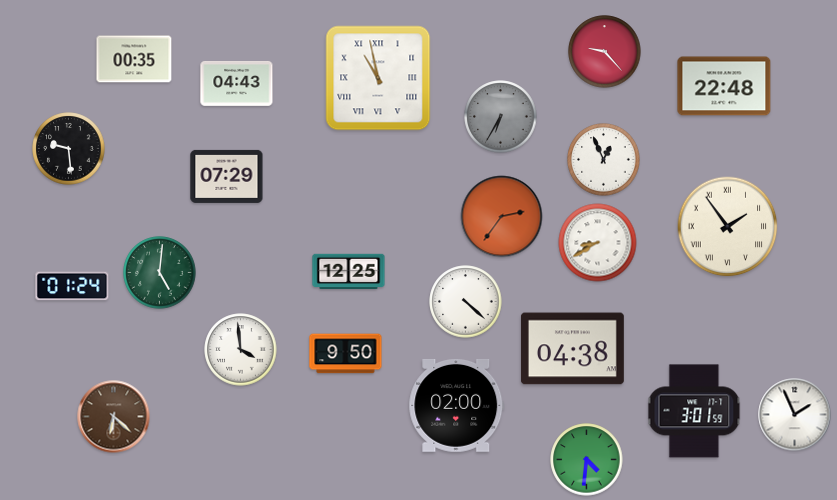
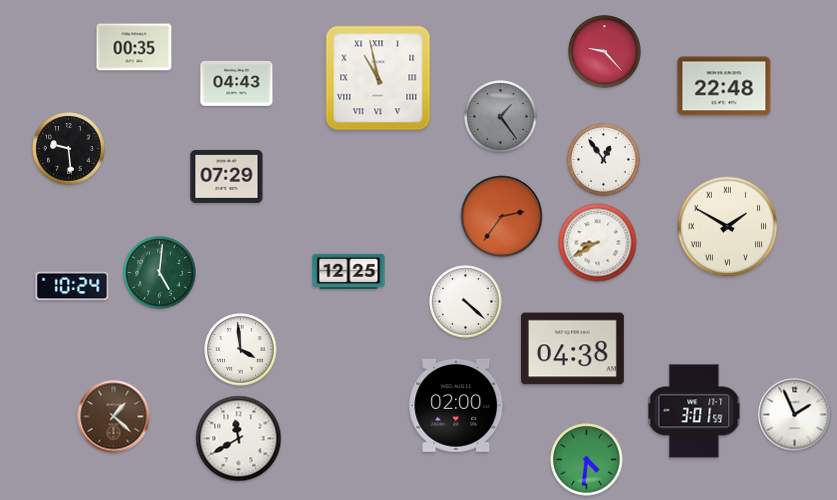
clock at (134, 59) position: (134, 59) -> (134, 47)
clock at (501, 117): 6:35 -> 1:24
clock at (604, 160): 12:56 -> 12:54
clock at (728, 227): 1:54 -> 1:50
clock at (72, 286): 01:24 -> 10:24
clock at (346, 354): 9:50 -> none
clock at (114, 417): 6:22 -> 1:22
clock at (239, 439): none -> 11:40
